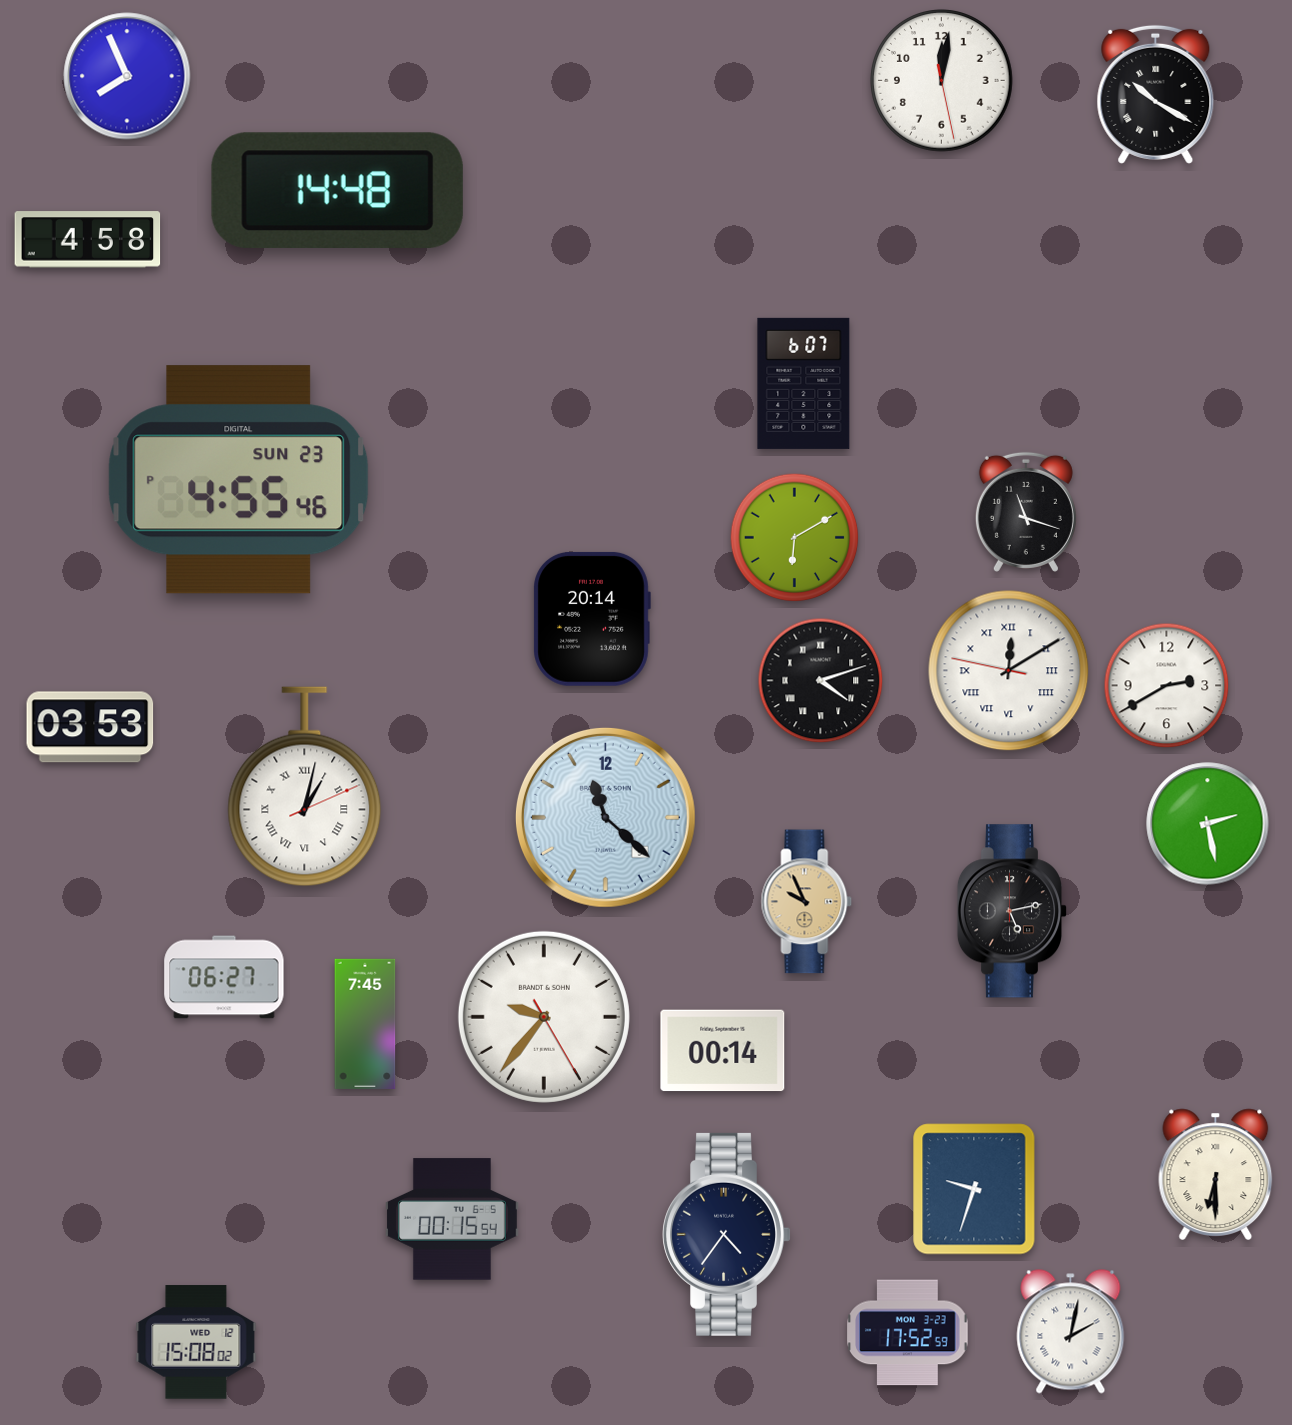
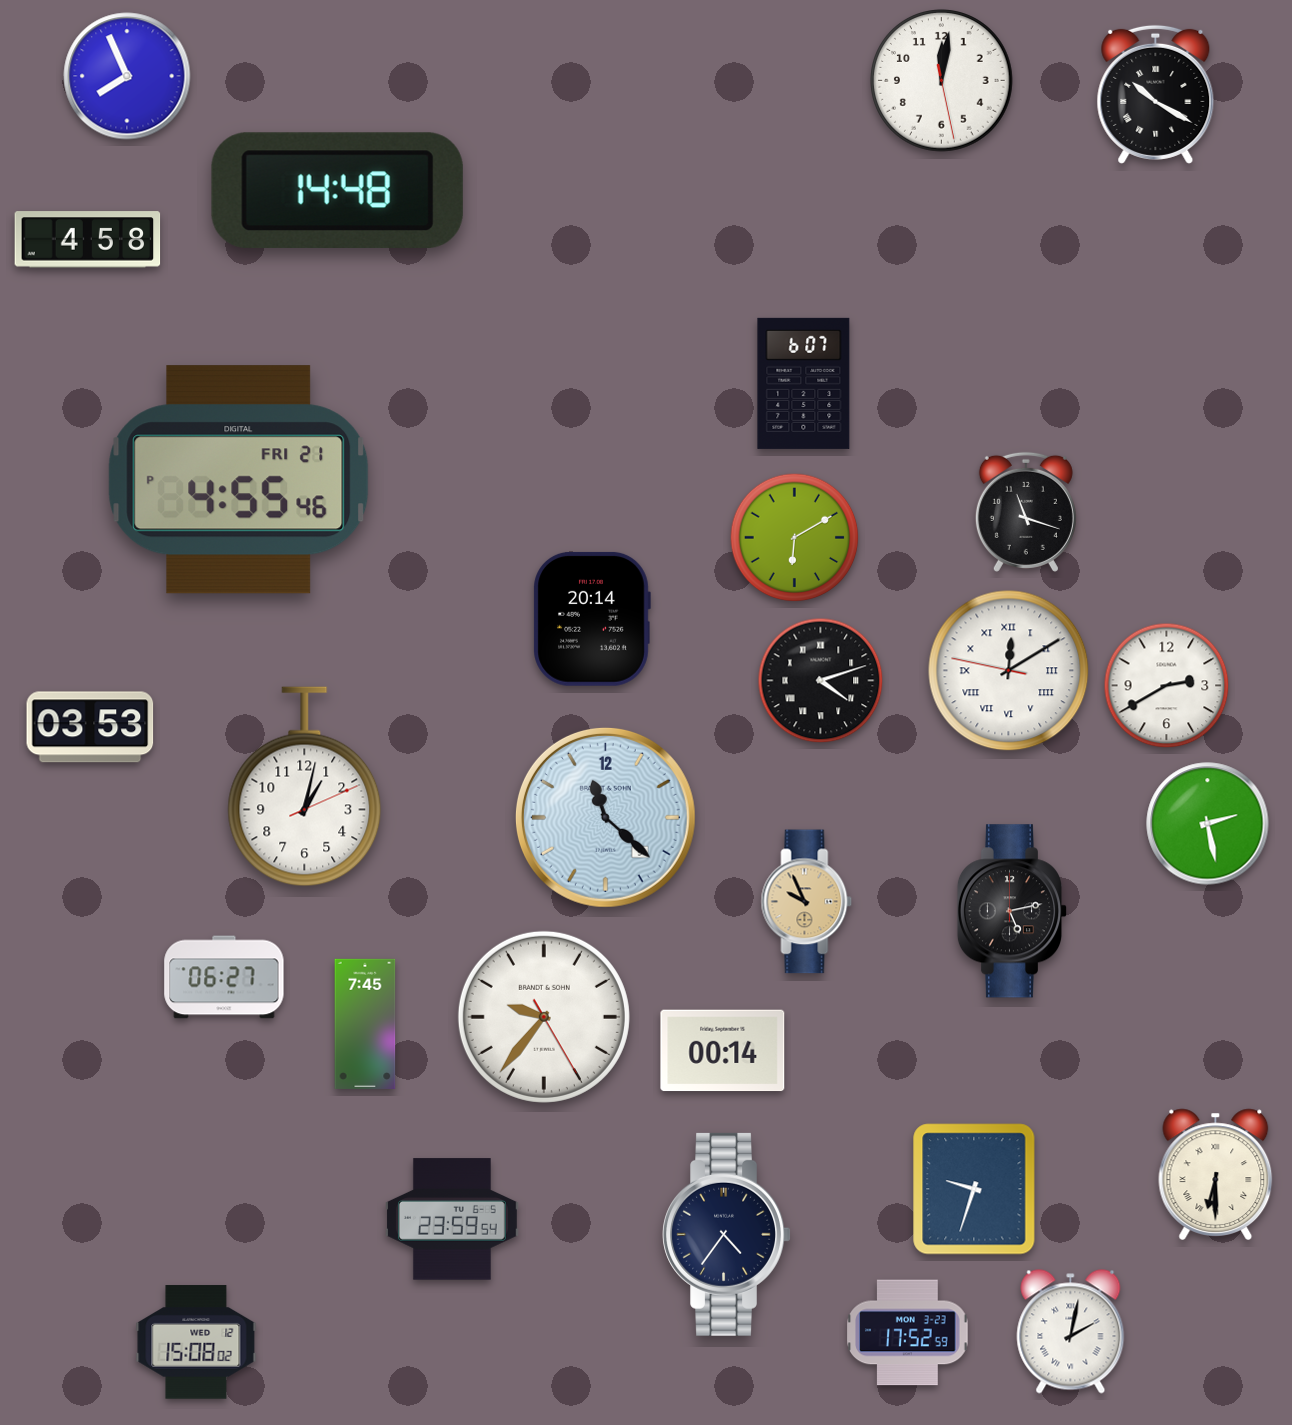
clock at (239, 480) date: SUN 23 -> FRI 21
clock at (305, 787) numerals: Roman -> Arabic
clock at (453, 1219): 00:15 -> 23:59
